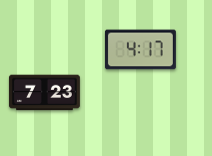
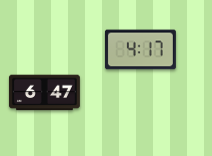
clock at (44, 93): 7:23 -> 6:47
